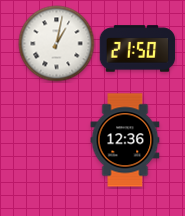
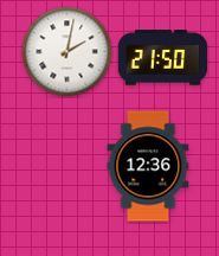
clock at (57, 44): 1:02 -> 2:02
